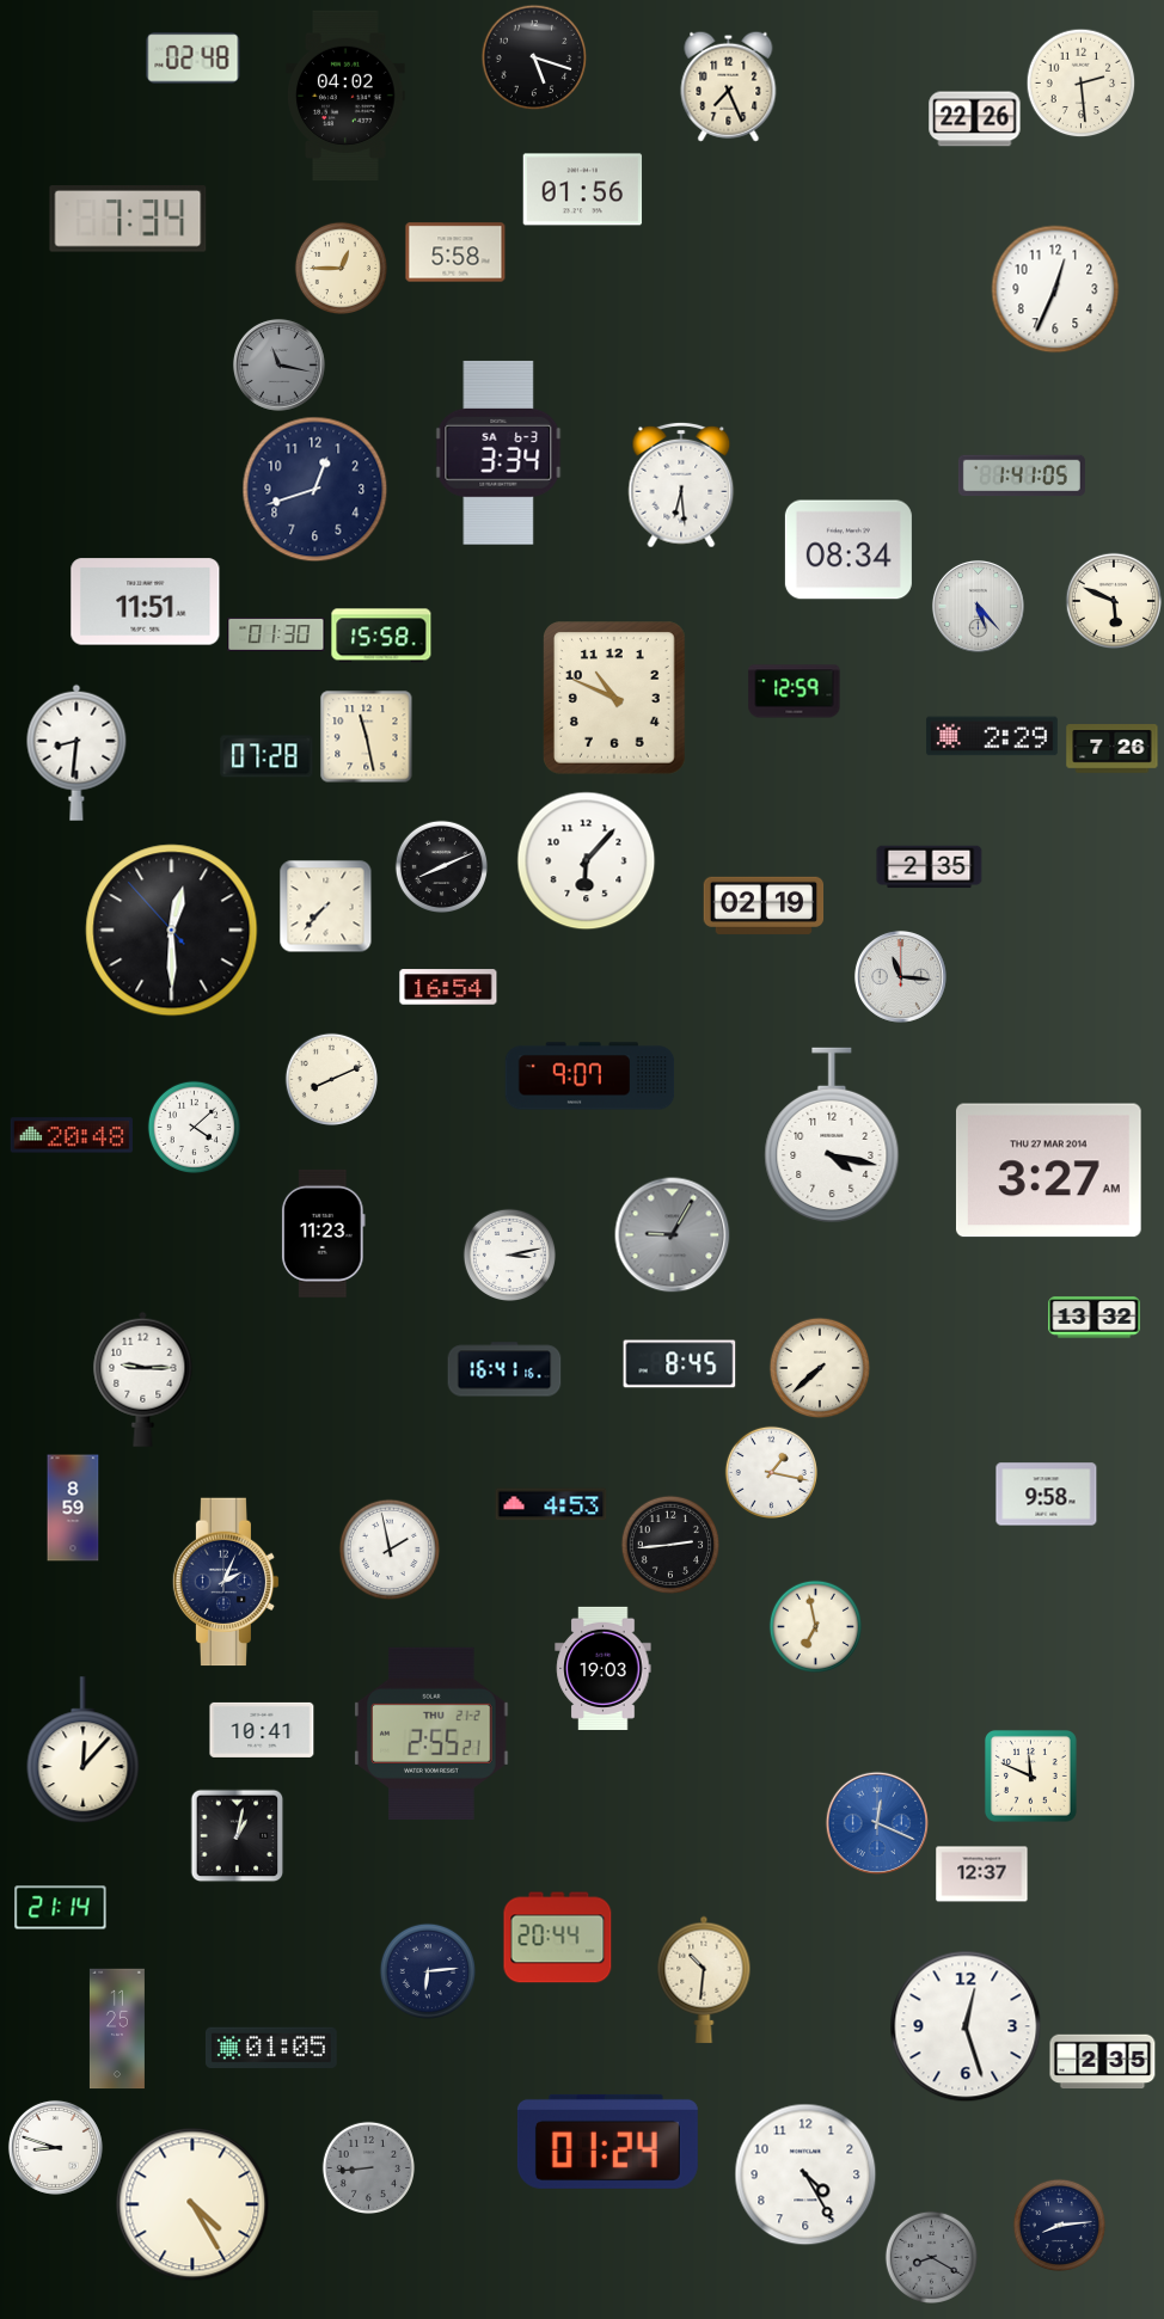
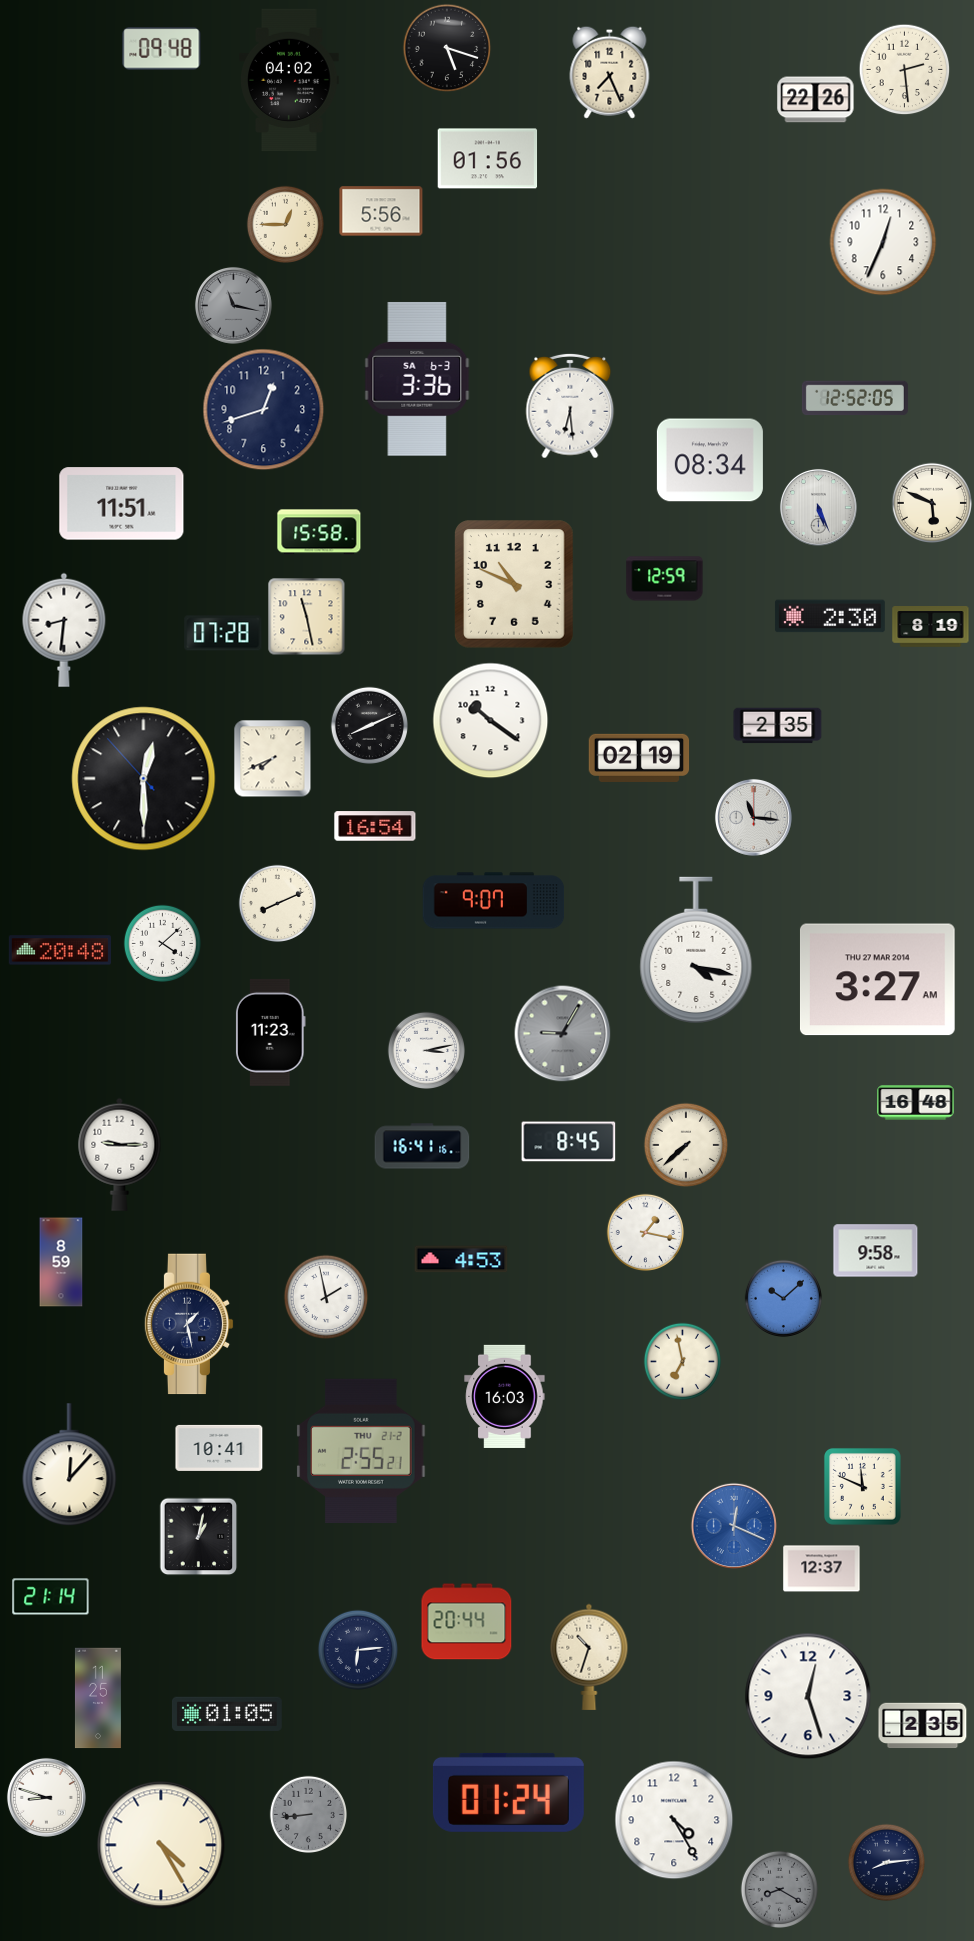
clock at (194, 59): 02:48 -> 09:48
clock at (128, 219): 7:34 -> none
clock at (455, 252): 5:58 -> 5:56
clock at (498, 453): 3:34 -> 3:36
clock at (1022, 476): 1:41 -> 12:52
clock at (978, 606): 5:23 -> 5:26
clock at (276, 634): 01:30 -> none
clock at (992, 736): 2:29 -> 2:30
clock at (1113, 749): 7:26 -> 8:19
clock at (587, 861): 6:07 -> 10:21
clock at (325, 906): 7:37 -> 7:41
clock at (1095, 1318): 13:32 -> 16:48
clock at (670, 1545): 2:44 -> none
clock at (783, 1298): none -> 10:08
clock at (226, 1582): 2:04 -> 1:28
clock at (604, 1668): 19:03 -> 16:03
clock at (704, 1980): 10:31 -> 10:33
